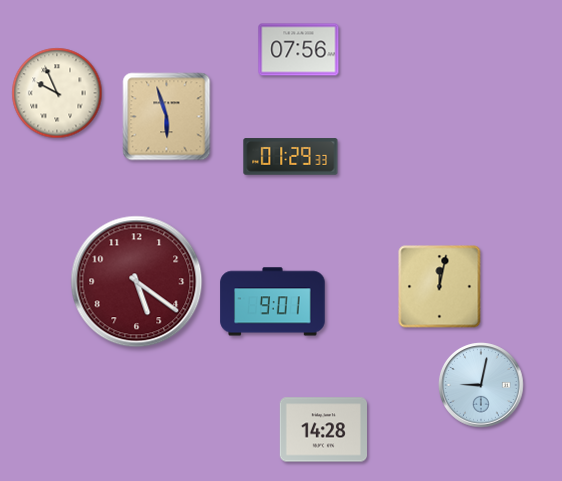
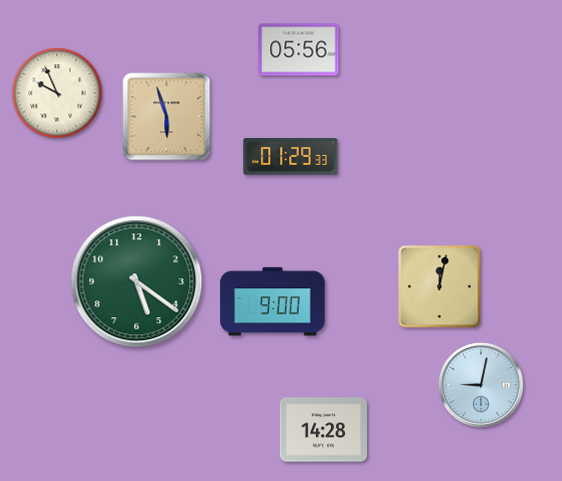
clock at (299, 50): 07:56 -> 05:56
clock at (137, 282) dial: burgundy -> green
clock at (273, 302): 9:01 -> 9:00
